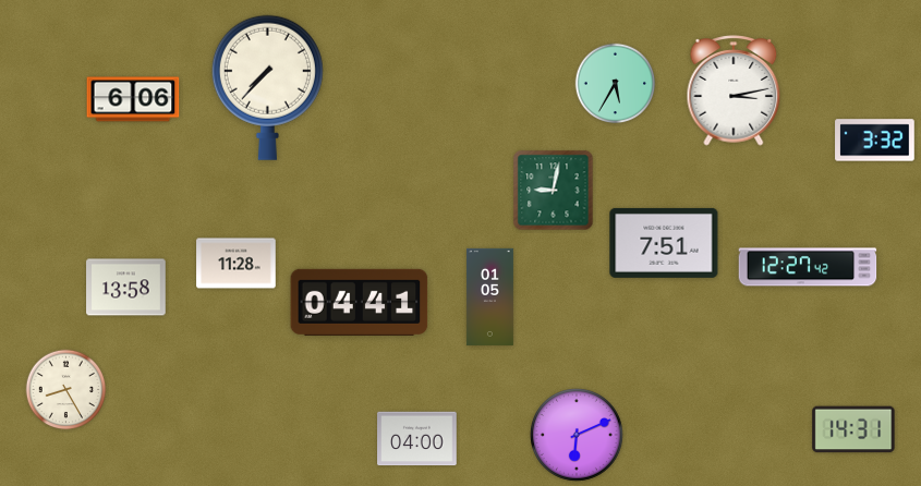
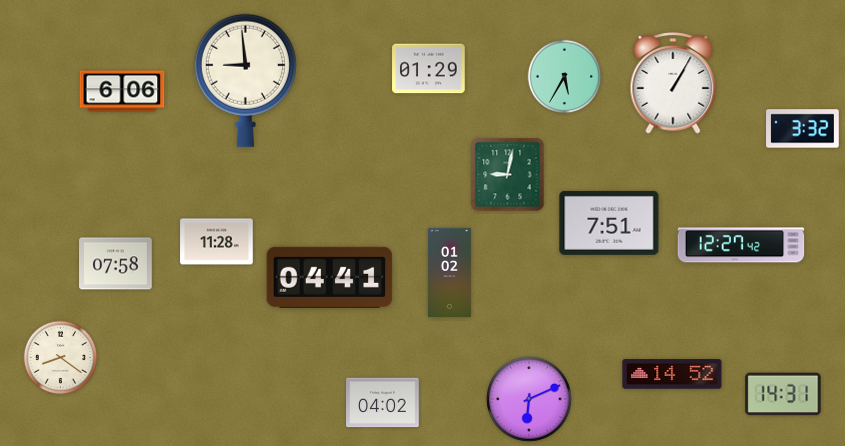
clock at (429, 69): none -> 01:29
clock at (267, 87): 7:37 -> 8:59
clock at (734, 90): 3:13 -> 1:05
clock at (126, 288): 13:58 -> 07:58
clock at (489, 296): 01:05 -> 01:02
clock at (66, 390): 8:25 -> 8:21
clock at (672, 374): none -> 14:52
clock at (417, 439): 04:00 -> 04:02
